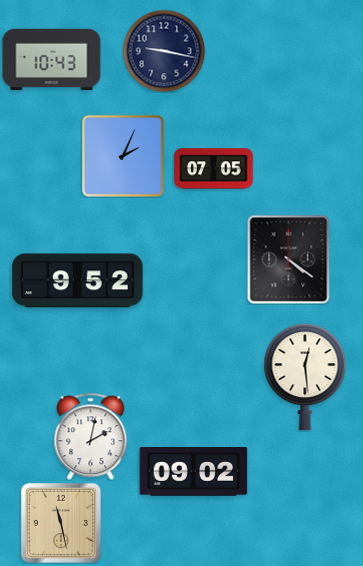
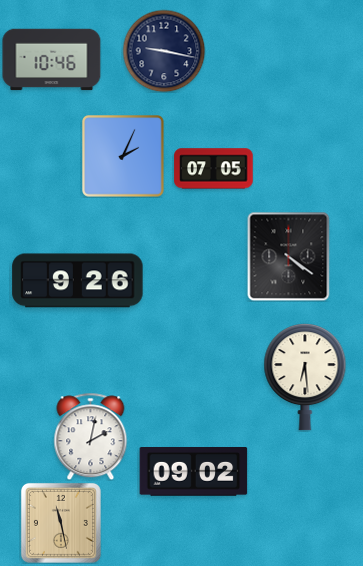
clock at (52, 60): 10:43 -> 10:46
clock at (289, 259) position: (289, 259) -> (289, 256)
clock at (78, 281): 9:52 -> 9:26
clock at (305, 378): 12:29 -> 6:29
